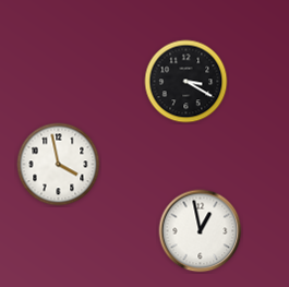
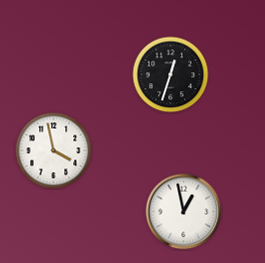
clock at (186, 82): 3:20 -> 12:33
